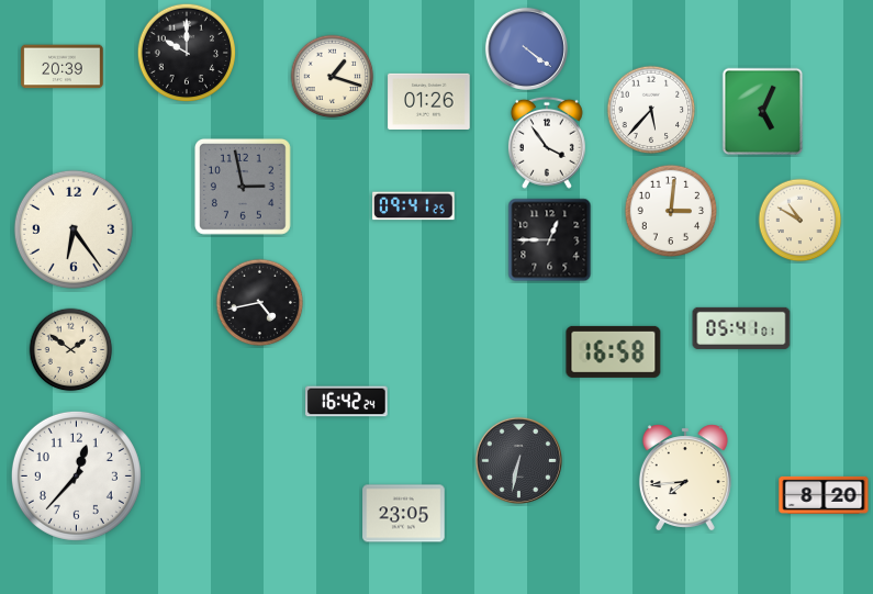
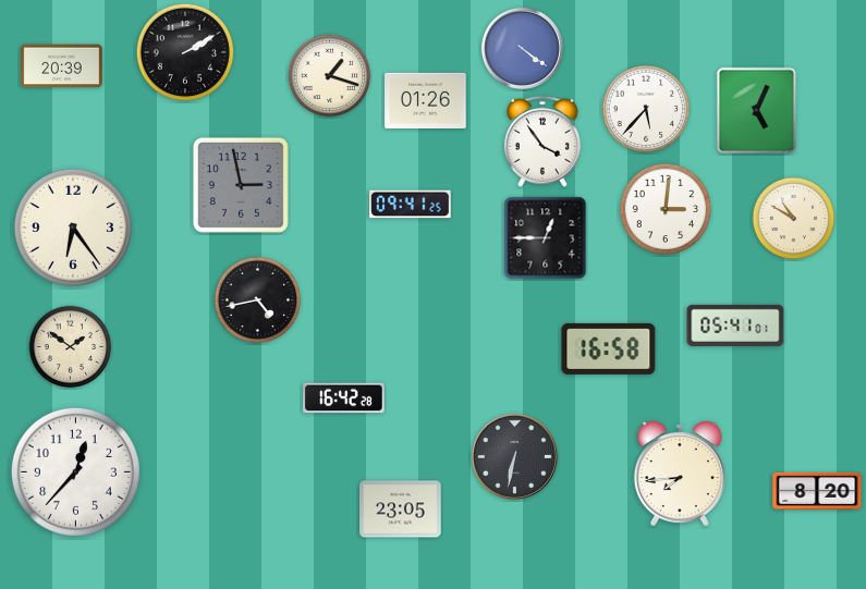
clock at (187, 53): 10:00 -> 2:10
clock at (347, 402): 16:42:24 -> 16:42:28
